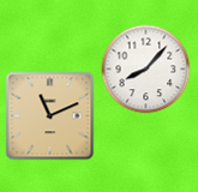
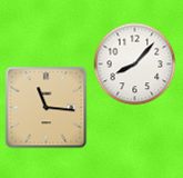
clock at (50, 116): 11:11 -> 11:16
